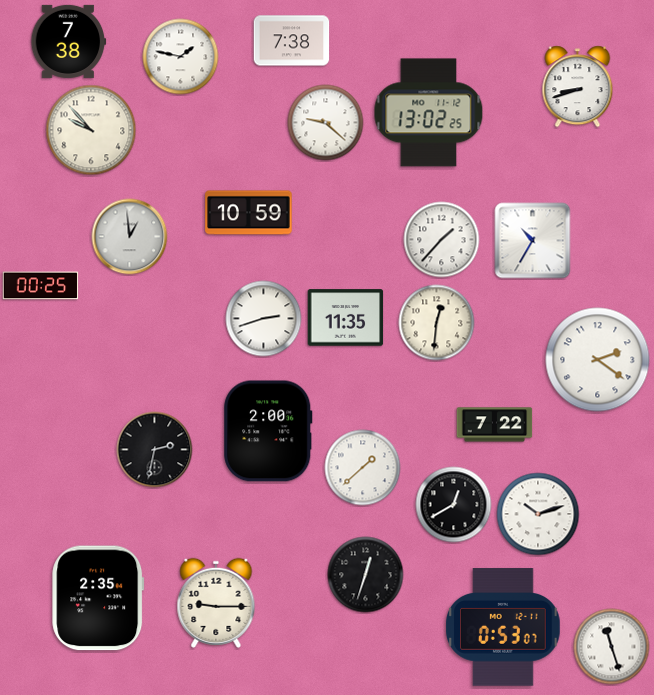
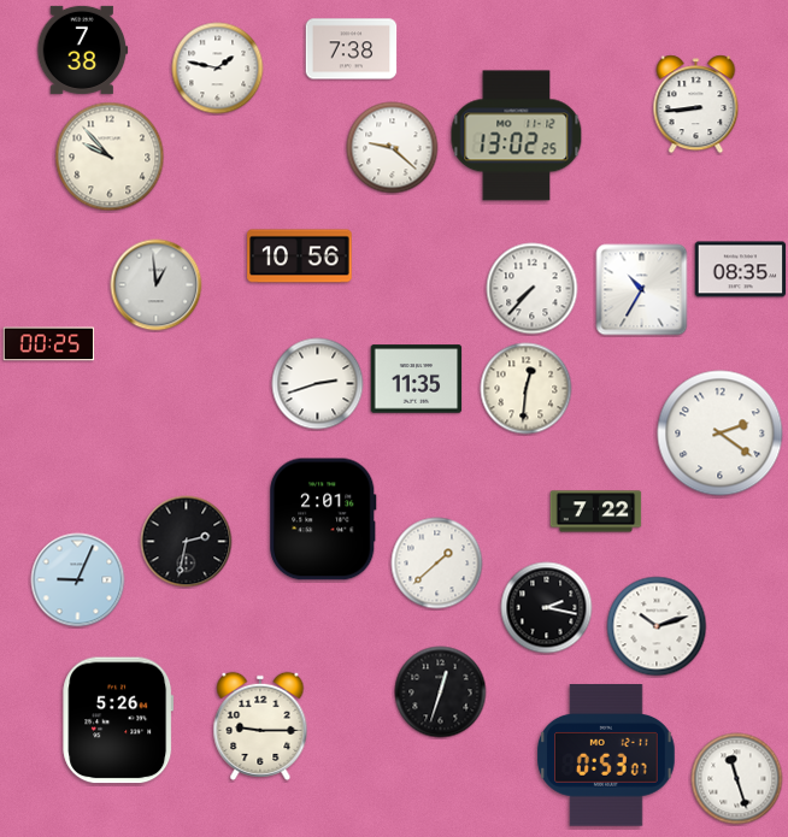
clock at (578, 87): 8:42 -> 8:44
clock at (249, 213): 10:59 -> 10:56
clock at (741, 270): none -> 08:35
clock at (442, 240): 1:37 -> 7:37
clock at (346, 318) position: (346, 318) -> (417, 379)
clock at (268, 431): 2:00 -> 2:01
clock at (78, 580): none -> 9:04
clock at (454, 505): 12:40 -> 2:17
clock at (538, 514) position: (538, 514) -> (657, 626)
clock at (98, 598): 2:35 -> 5:26
